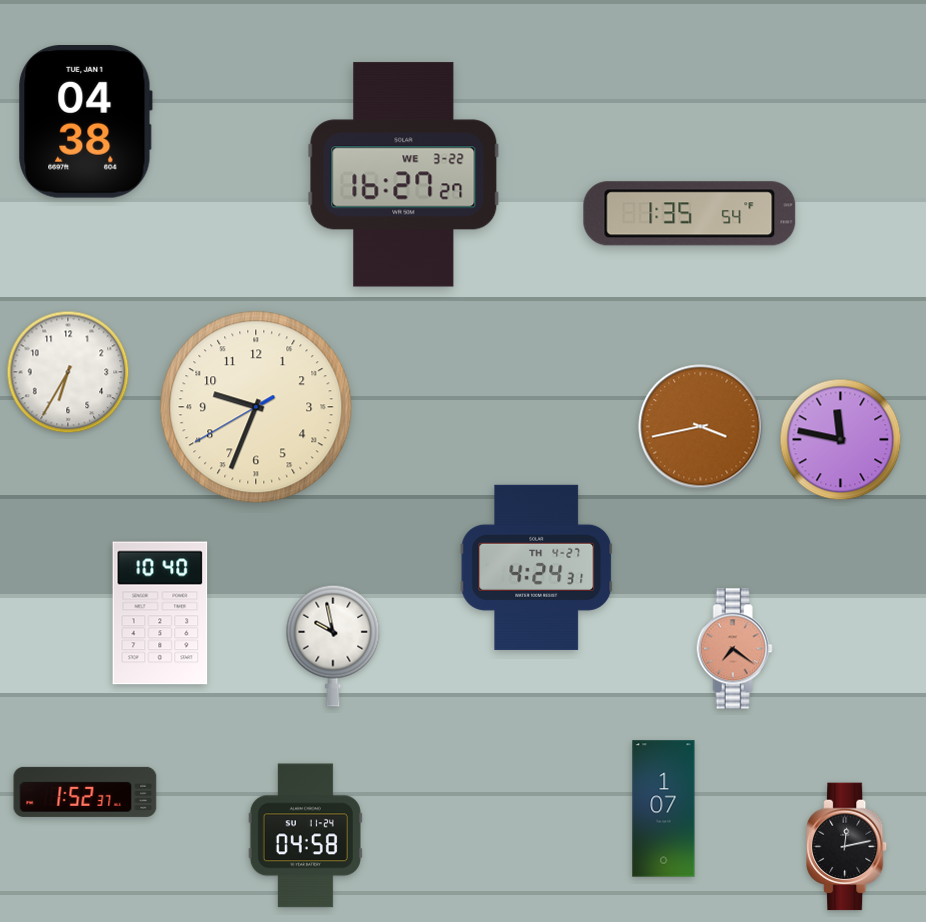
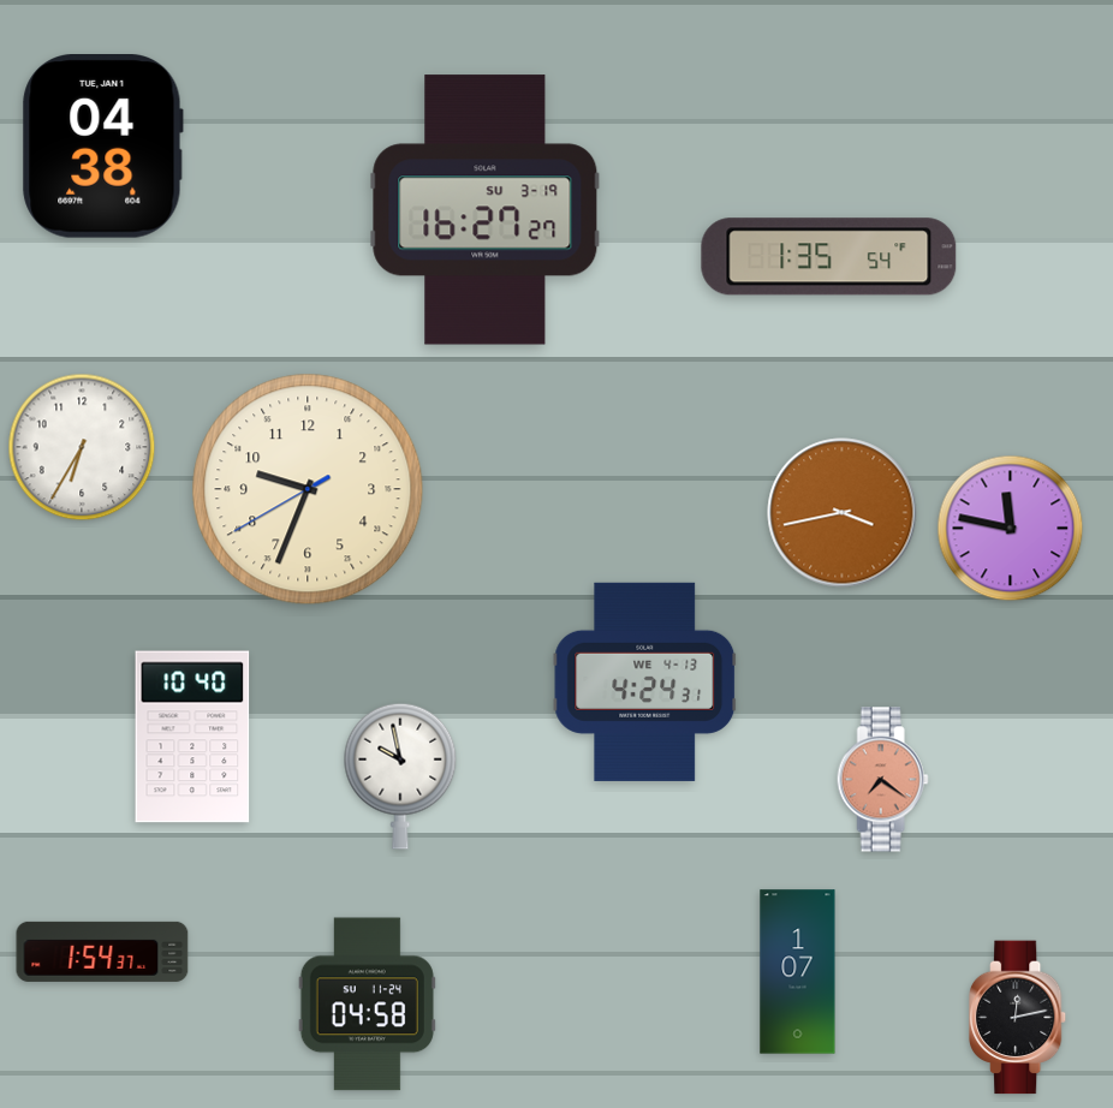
clock at (404, 175) date: WE 3-22 -> SU 3-19
clock at (537, 567) date: TH 4-27 -> WE 4-13
clock at (85, 792): 1:52 -> 1:54
